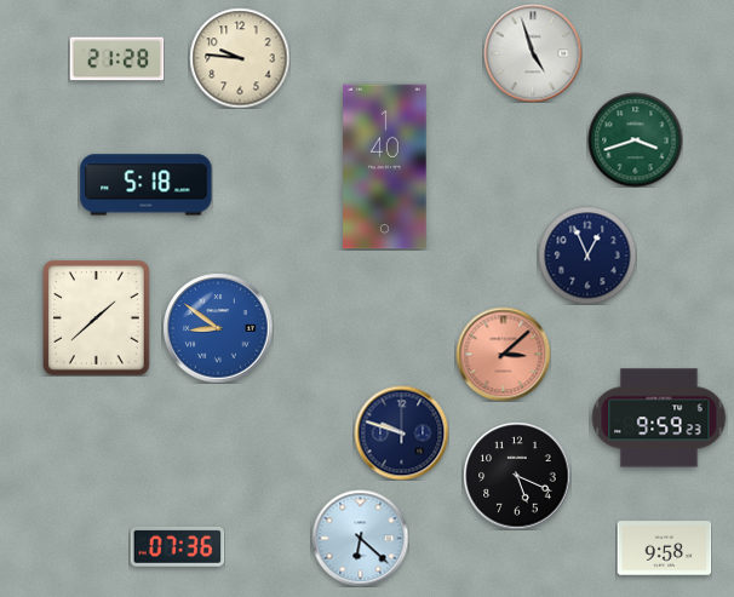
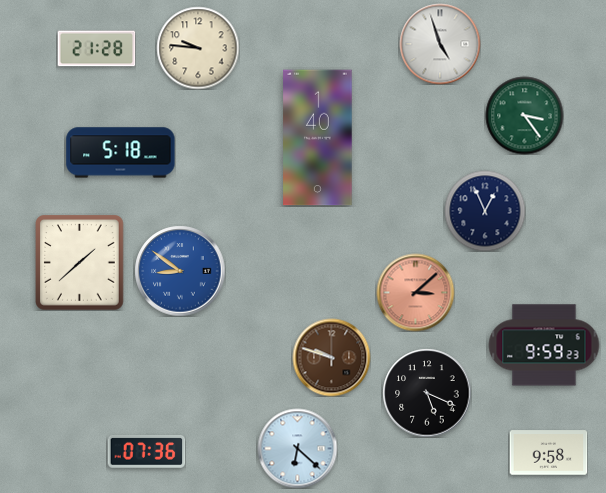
clock at (635, 139): 3:42 -> 3:24
clock at (401, 432) dial: navy -> brown
clock at (360, 538) position: (360, 538) -> (297, 448)
